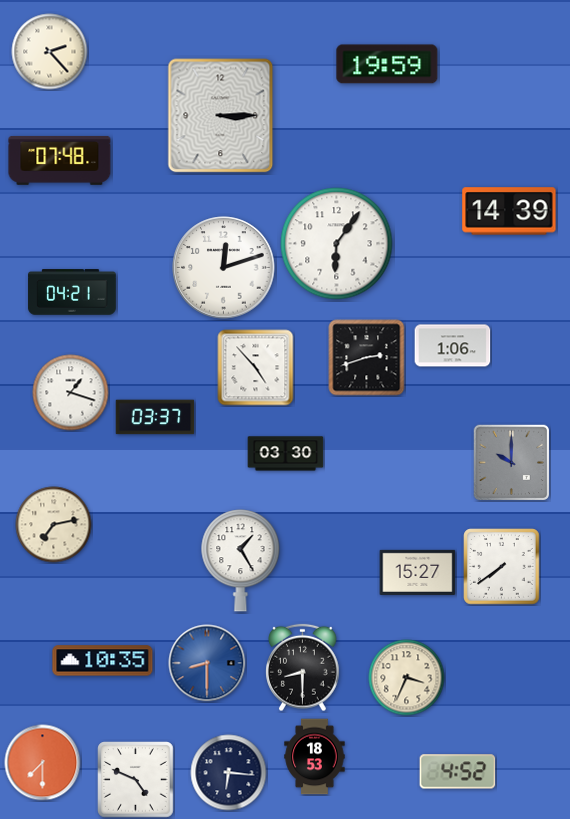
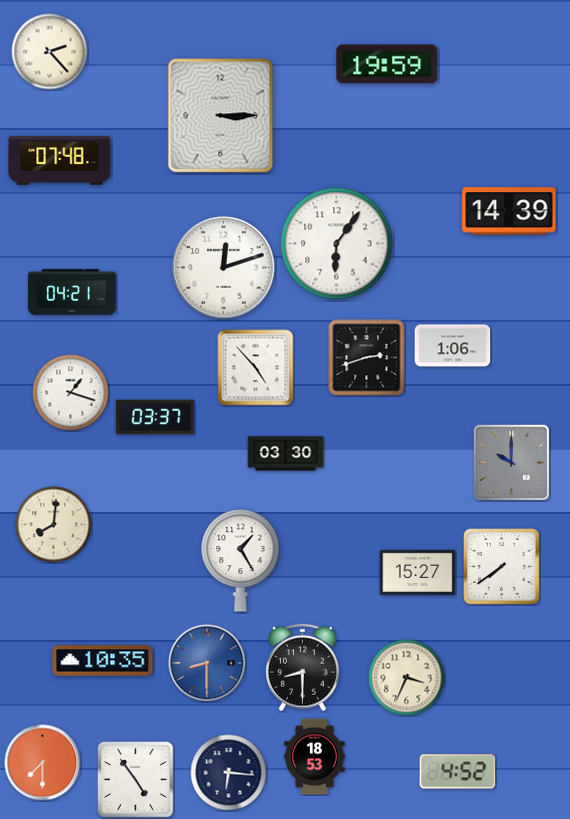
clock at (54, 525): 7:13 -> 8:01
clock at (136, 780): 4:49 -> 4:54
